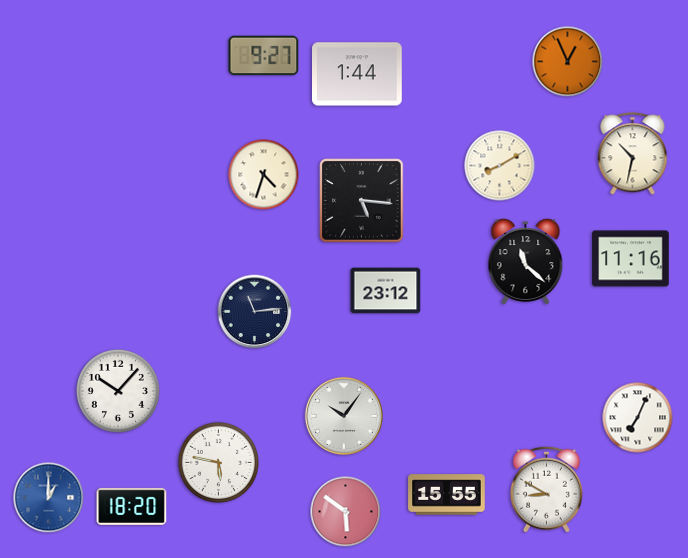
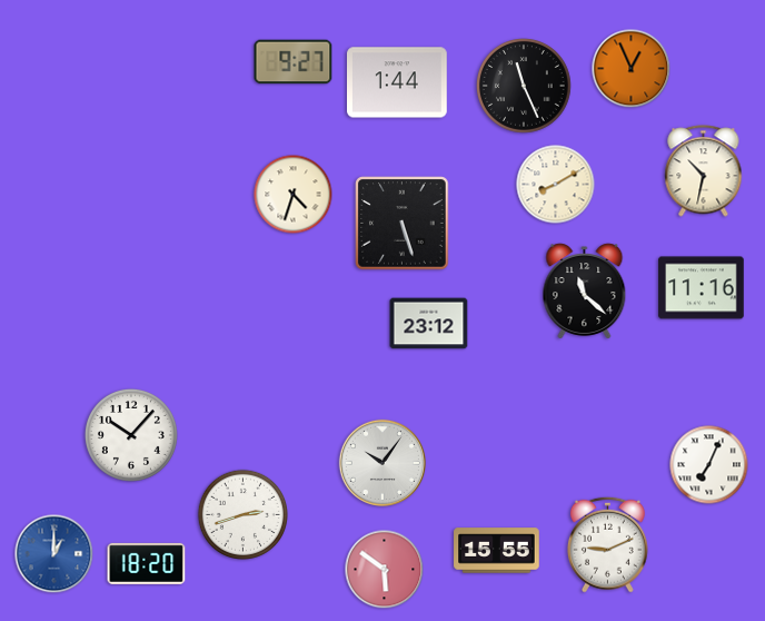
clock at (525, 87): none -> 11:26
clock at (362, 201): 5:16 -> 5:27
clock at (255, 312): 11:14 -> none
clock at (218, 462): 5:47 -> 2:42
clock at (546, 489): 8:50 -> 9:11
